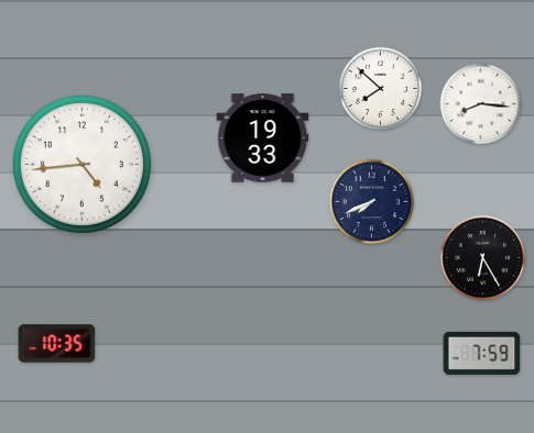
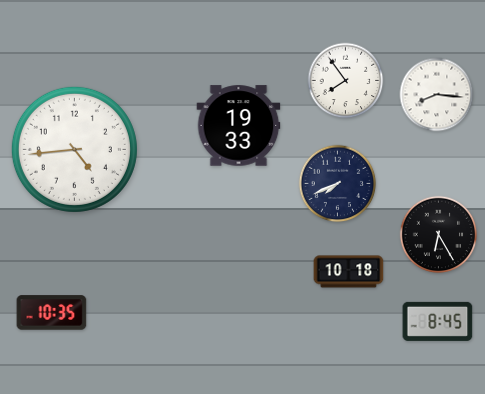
clock at (381, 89): 7:52 -> 7:54
clock at (349, 272): none -> 10:18
clock at (482, 353): 7:59 -> 8:45
